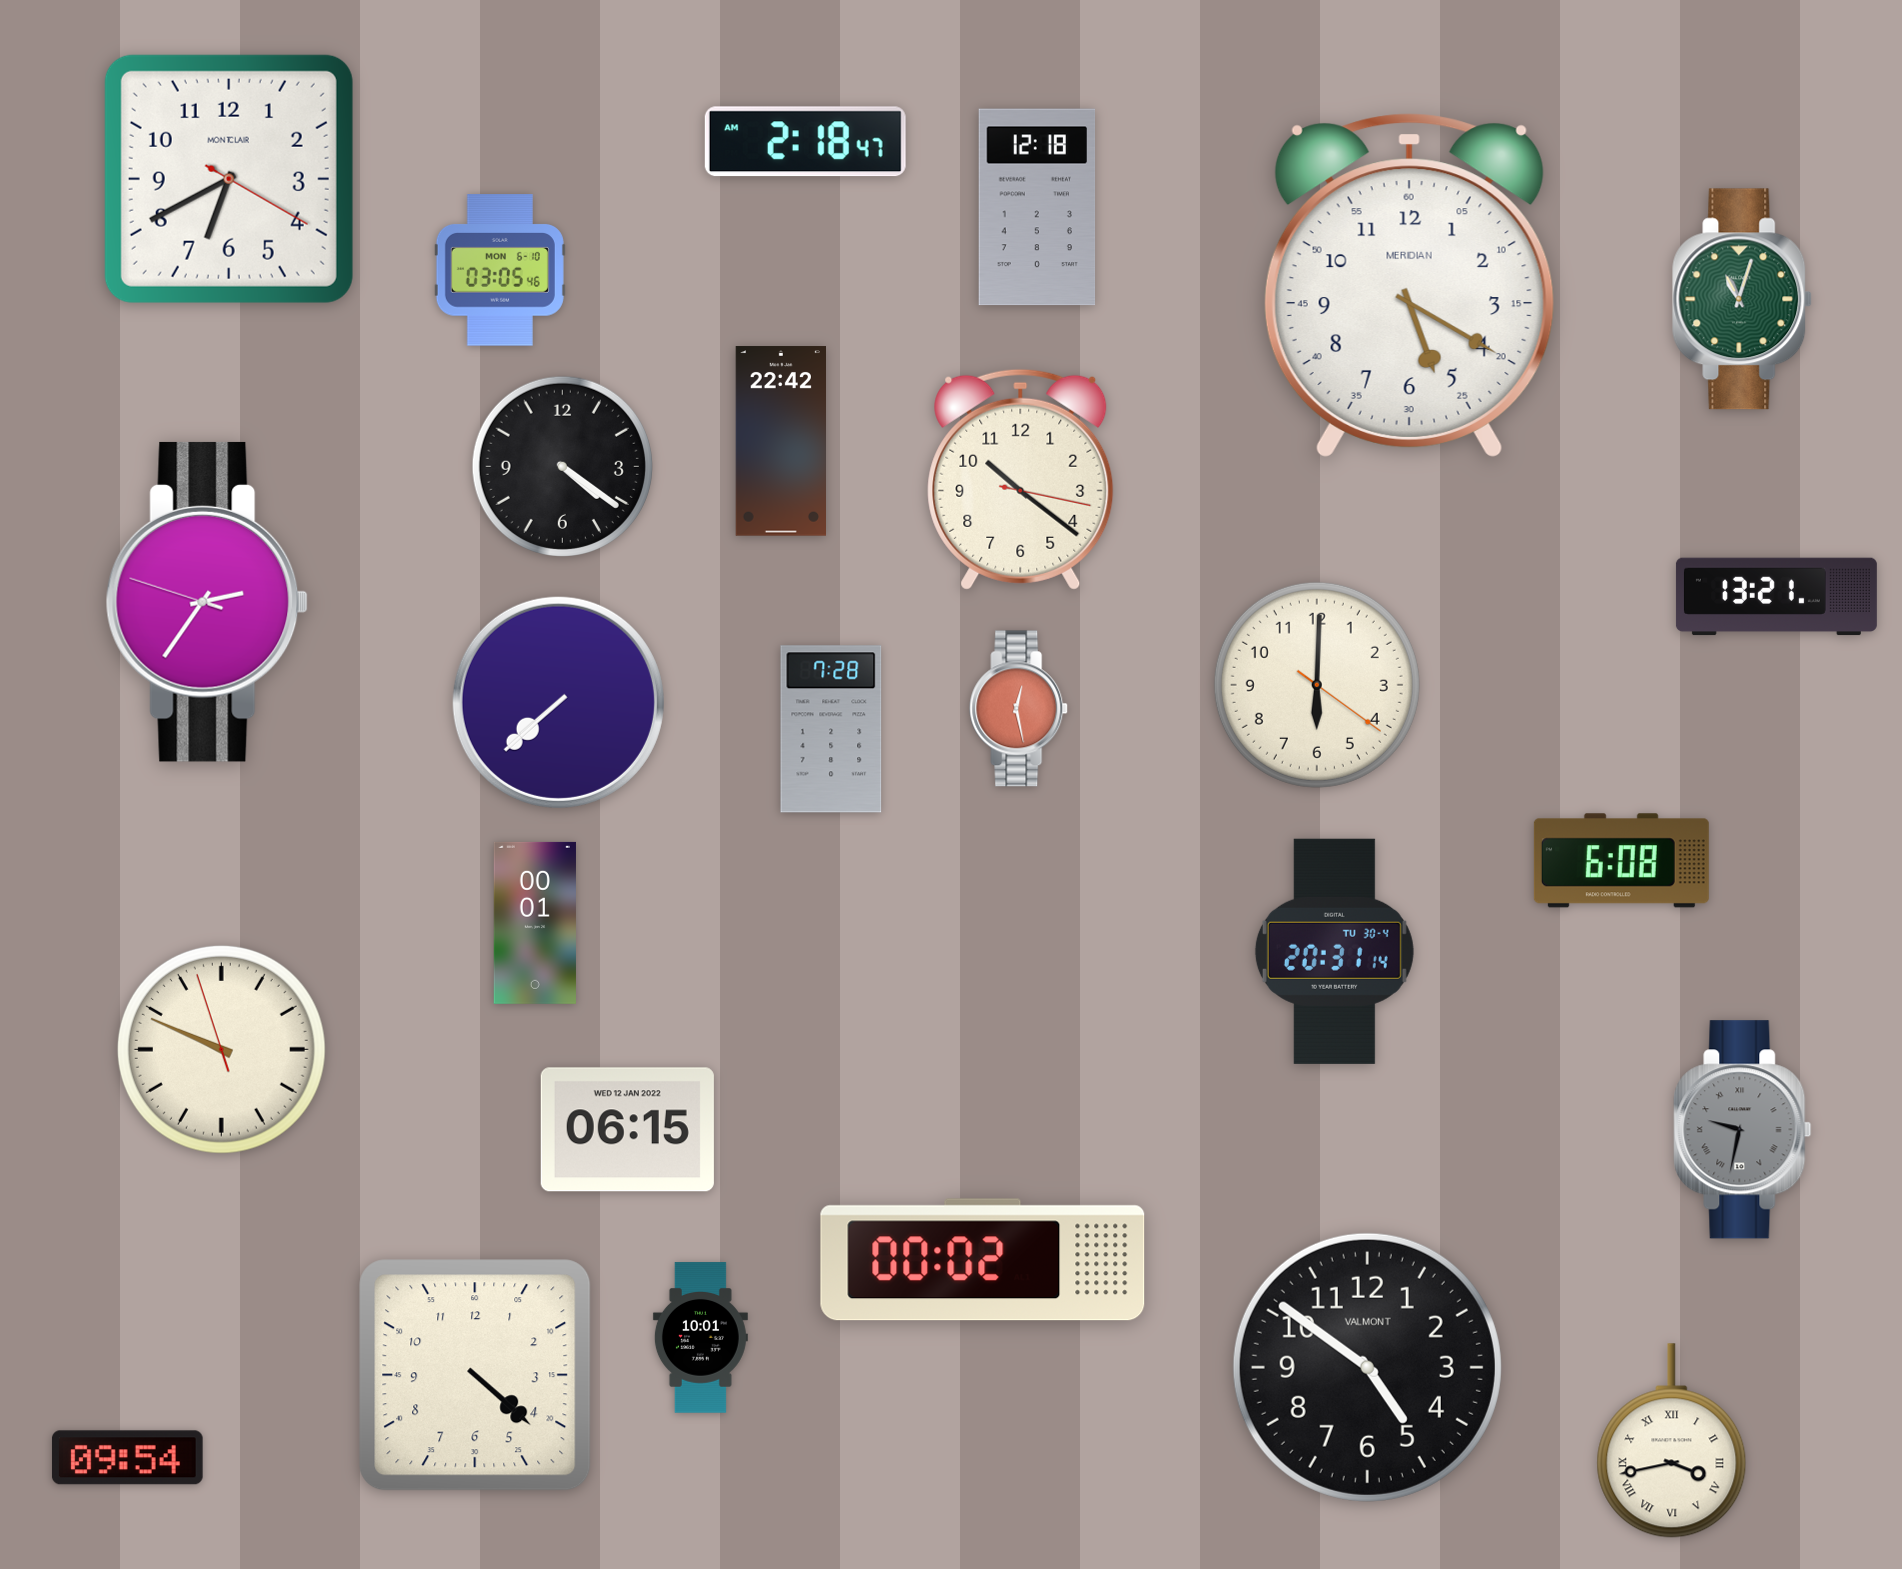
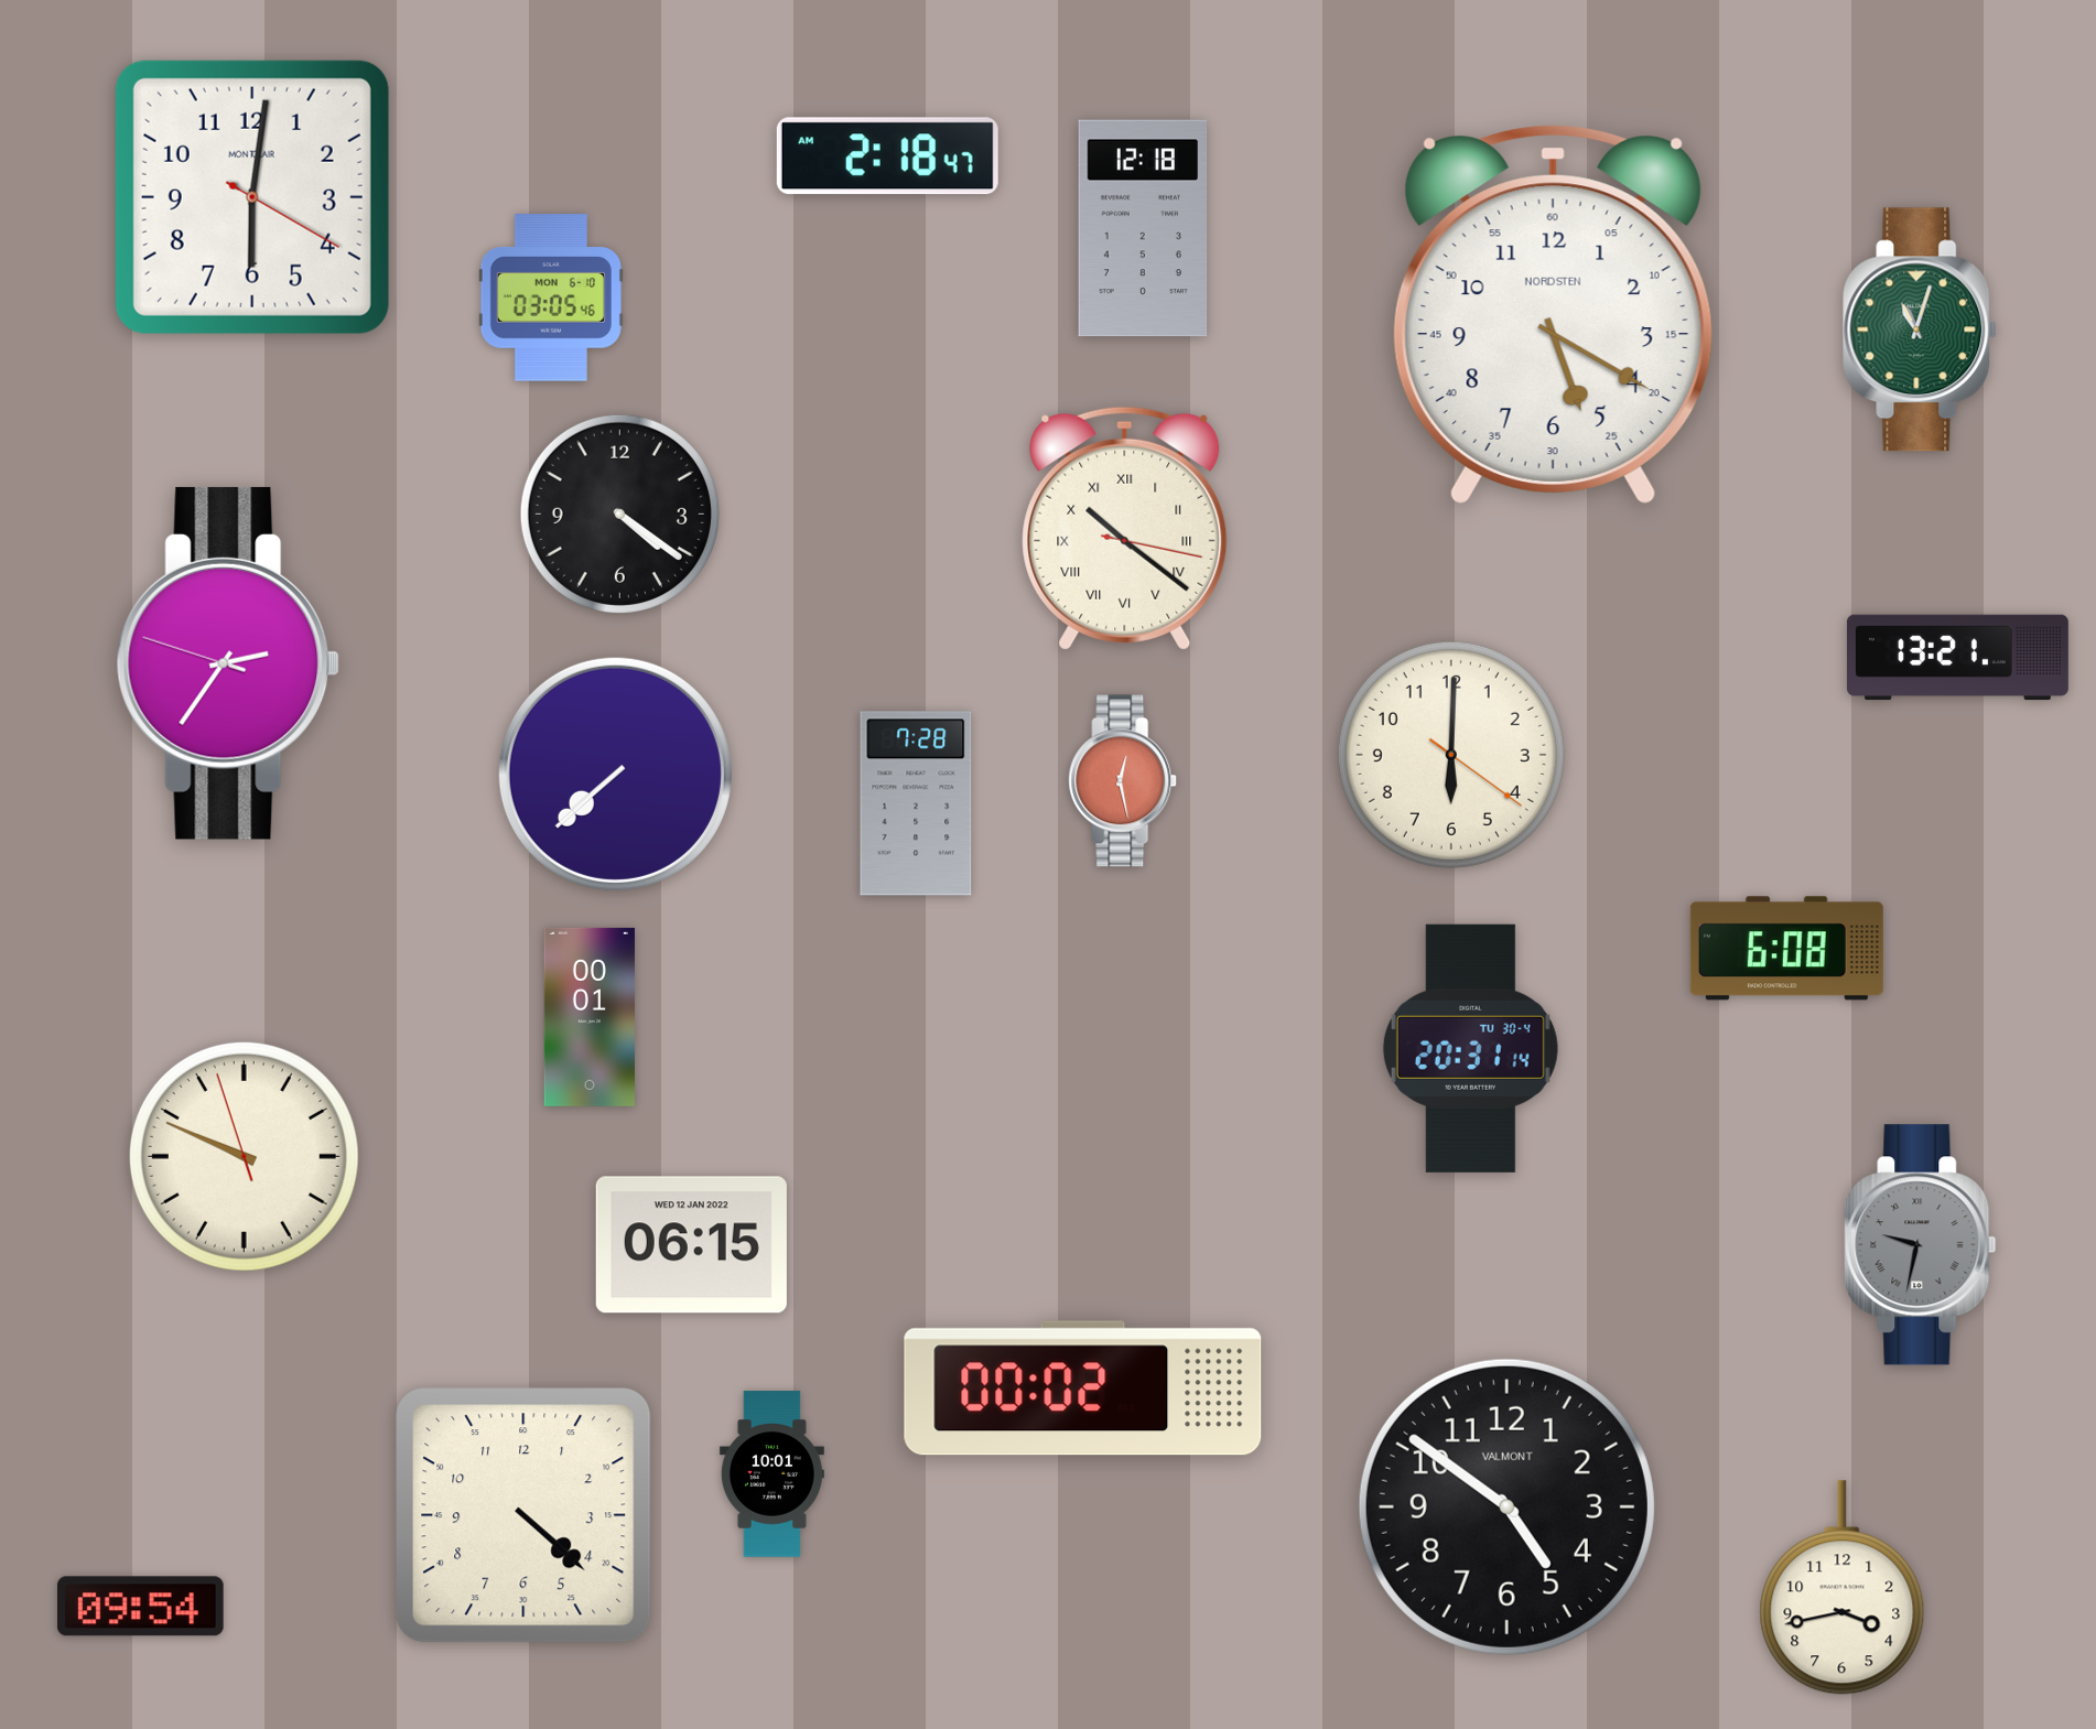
clock at (229, 179): 6:40 -> 6:01
clock at (1409, 285) brand: MERIDIAN -> NORDSTEN
clock at (780, 441): 22:42 -> none
clock at (1021, 479) numerals: Arabic -> Roman
clock at (1672, 1441) numerals: Roman -> Arabic
